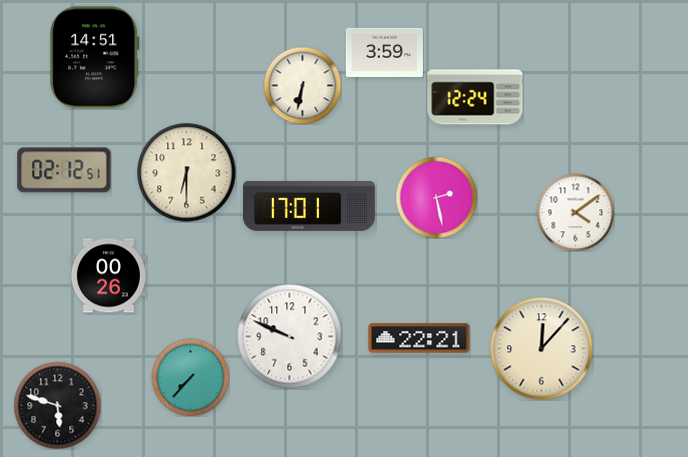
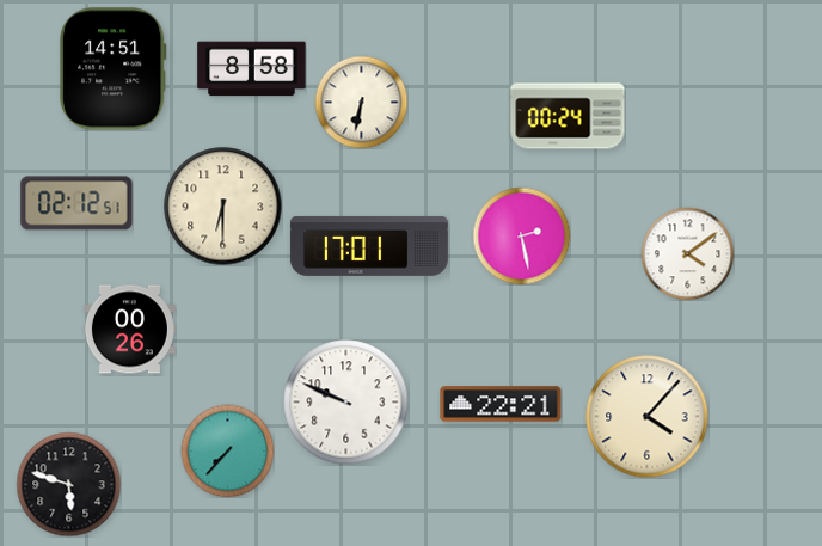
clock at (384, 52): 3:59 -> none
clock at (252, 69): none -> 8:58
clock at (475, 97): 12:24 -> 00:24
clock at (542, 349): 12:07 -> 4:07
